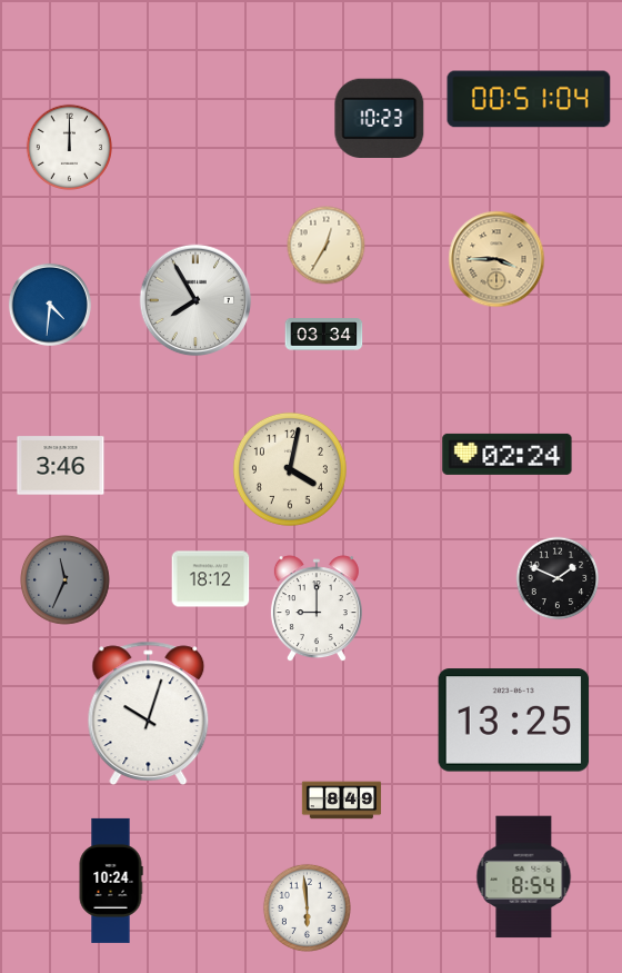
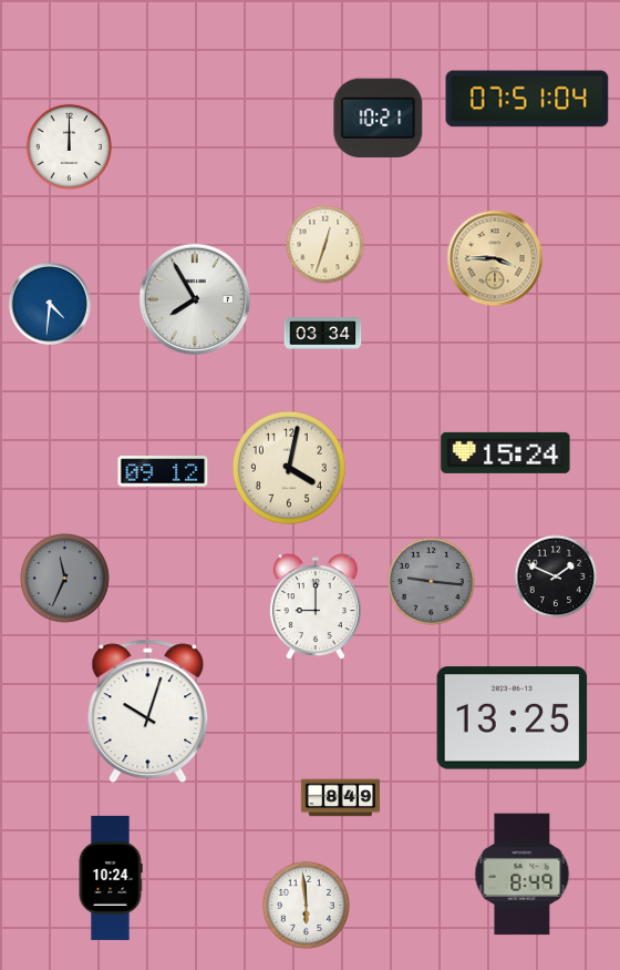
clock at (529, 99): 00:51 -> 07:51
clock at (380, 118): 10:23 -> 10:21
clock at (327, 246): 12:35 -> 12:33
clock at (508, 454): 02:24 -> 15:24
clock at (61, 466): 3:46 -> none
clock at (163, 471): none -> 09:12
clock at (211, 579): 18:12 -> none
clock at (431, 581): none -> 9:16
clock at (524, 877): 8:54 -> 8:49
